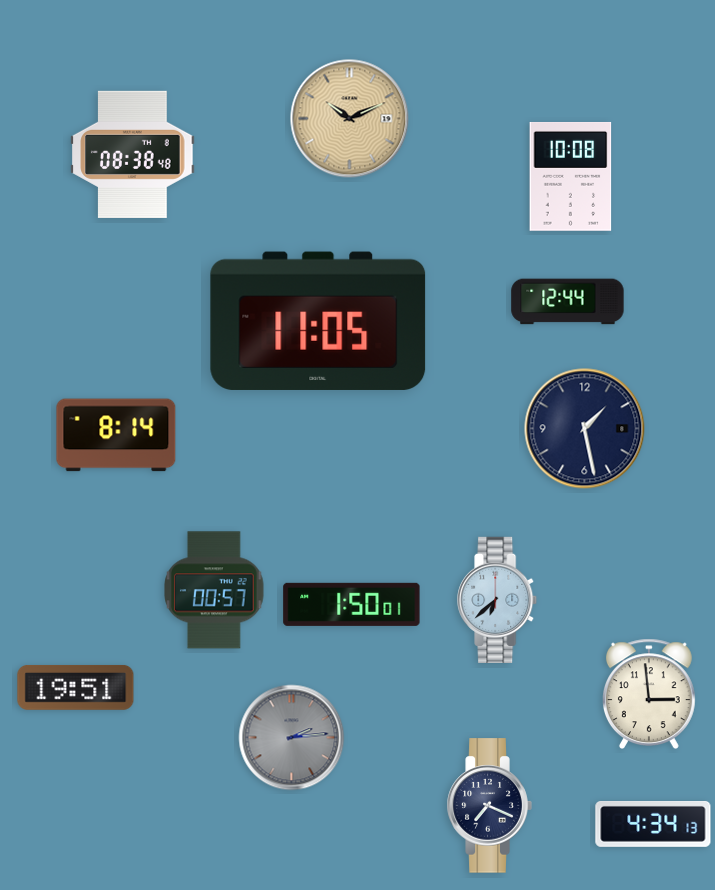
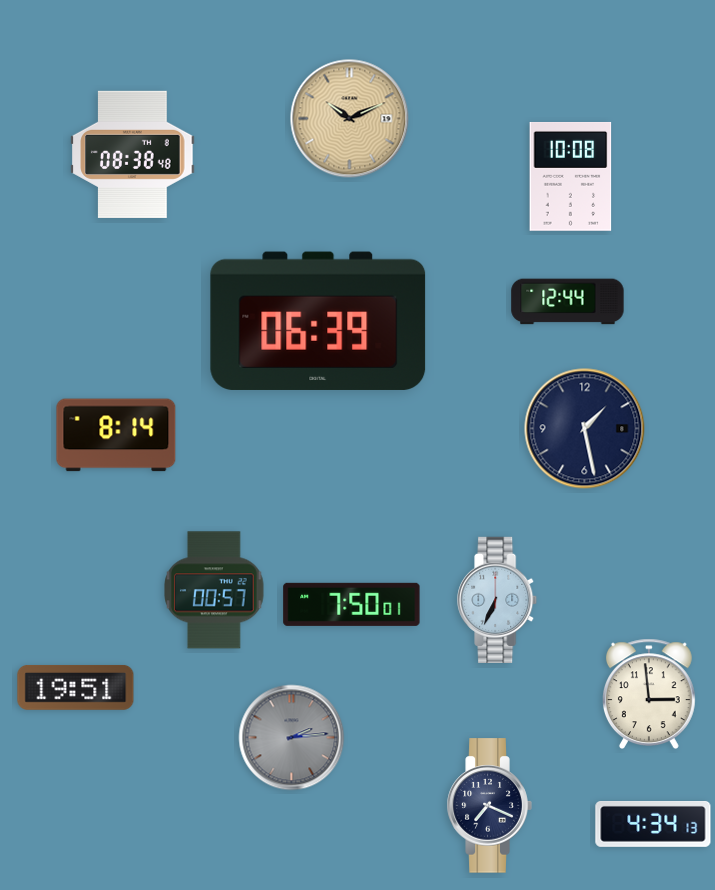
clock at (318, 321): 11:05 -> 06:39
clock at (498, 599): 6:38 -> 6:34
clock at (352, 604): 1:50 -> 7:50
